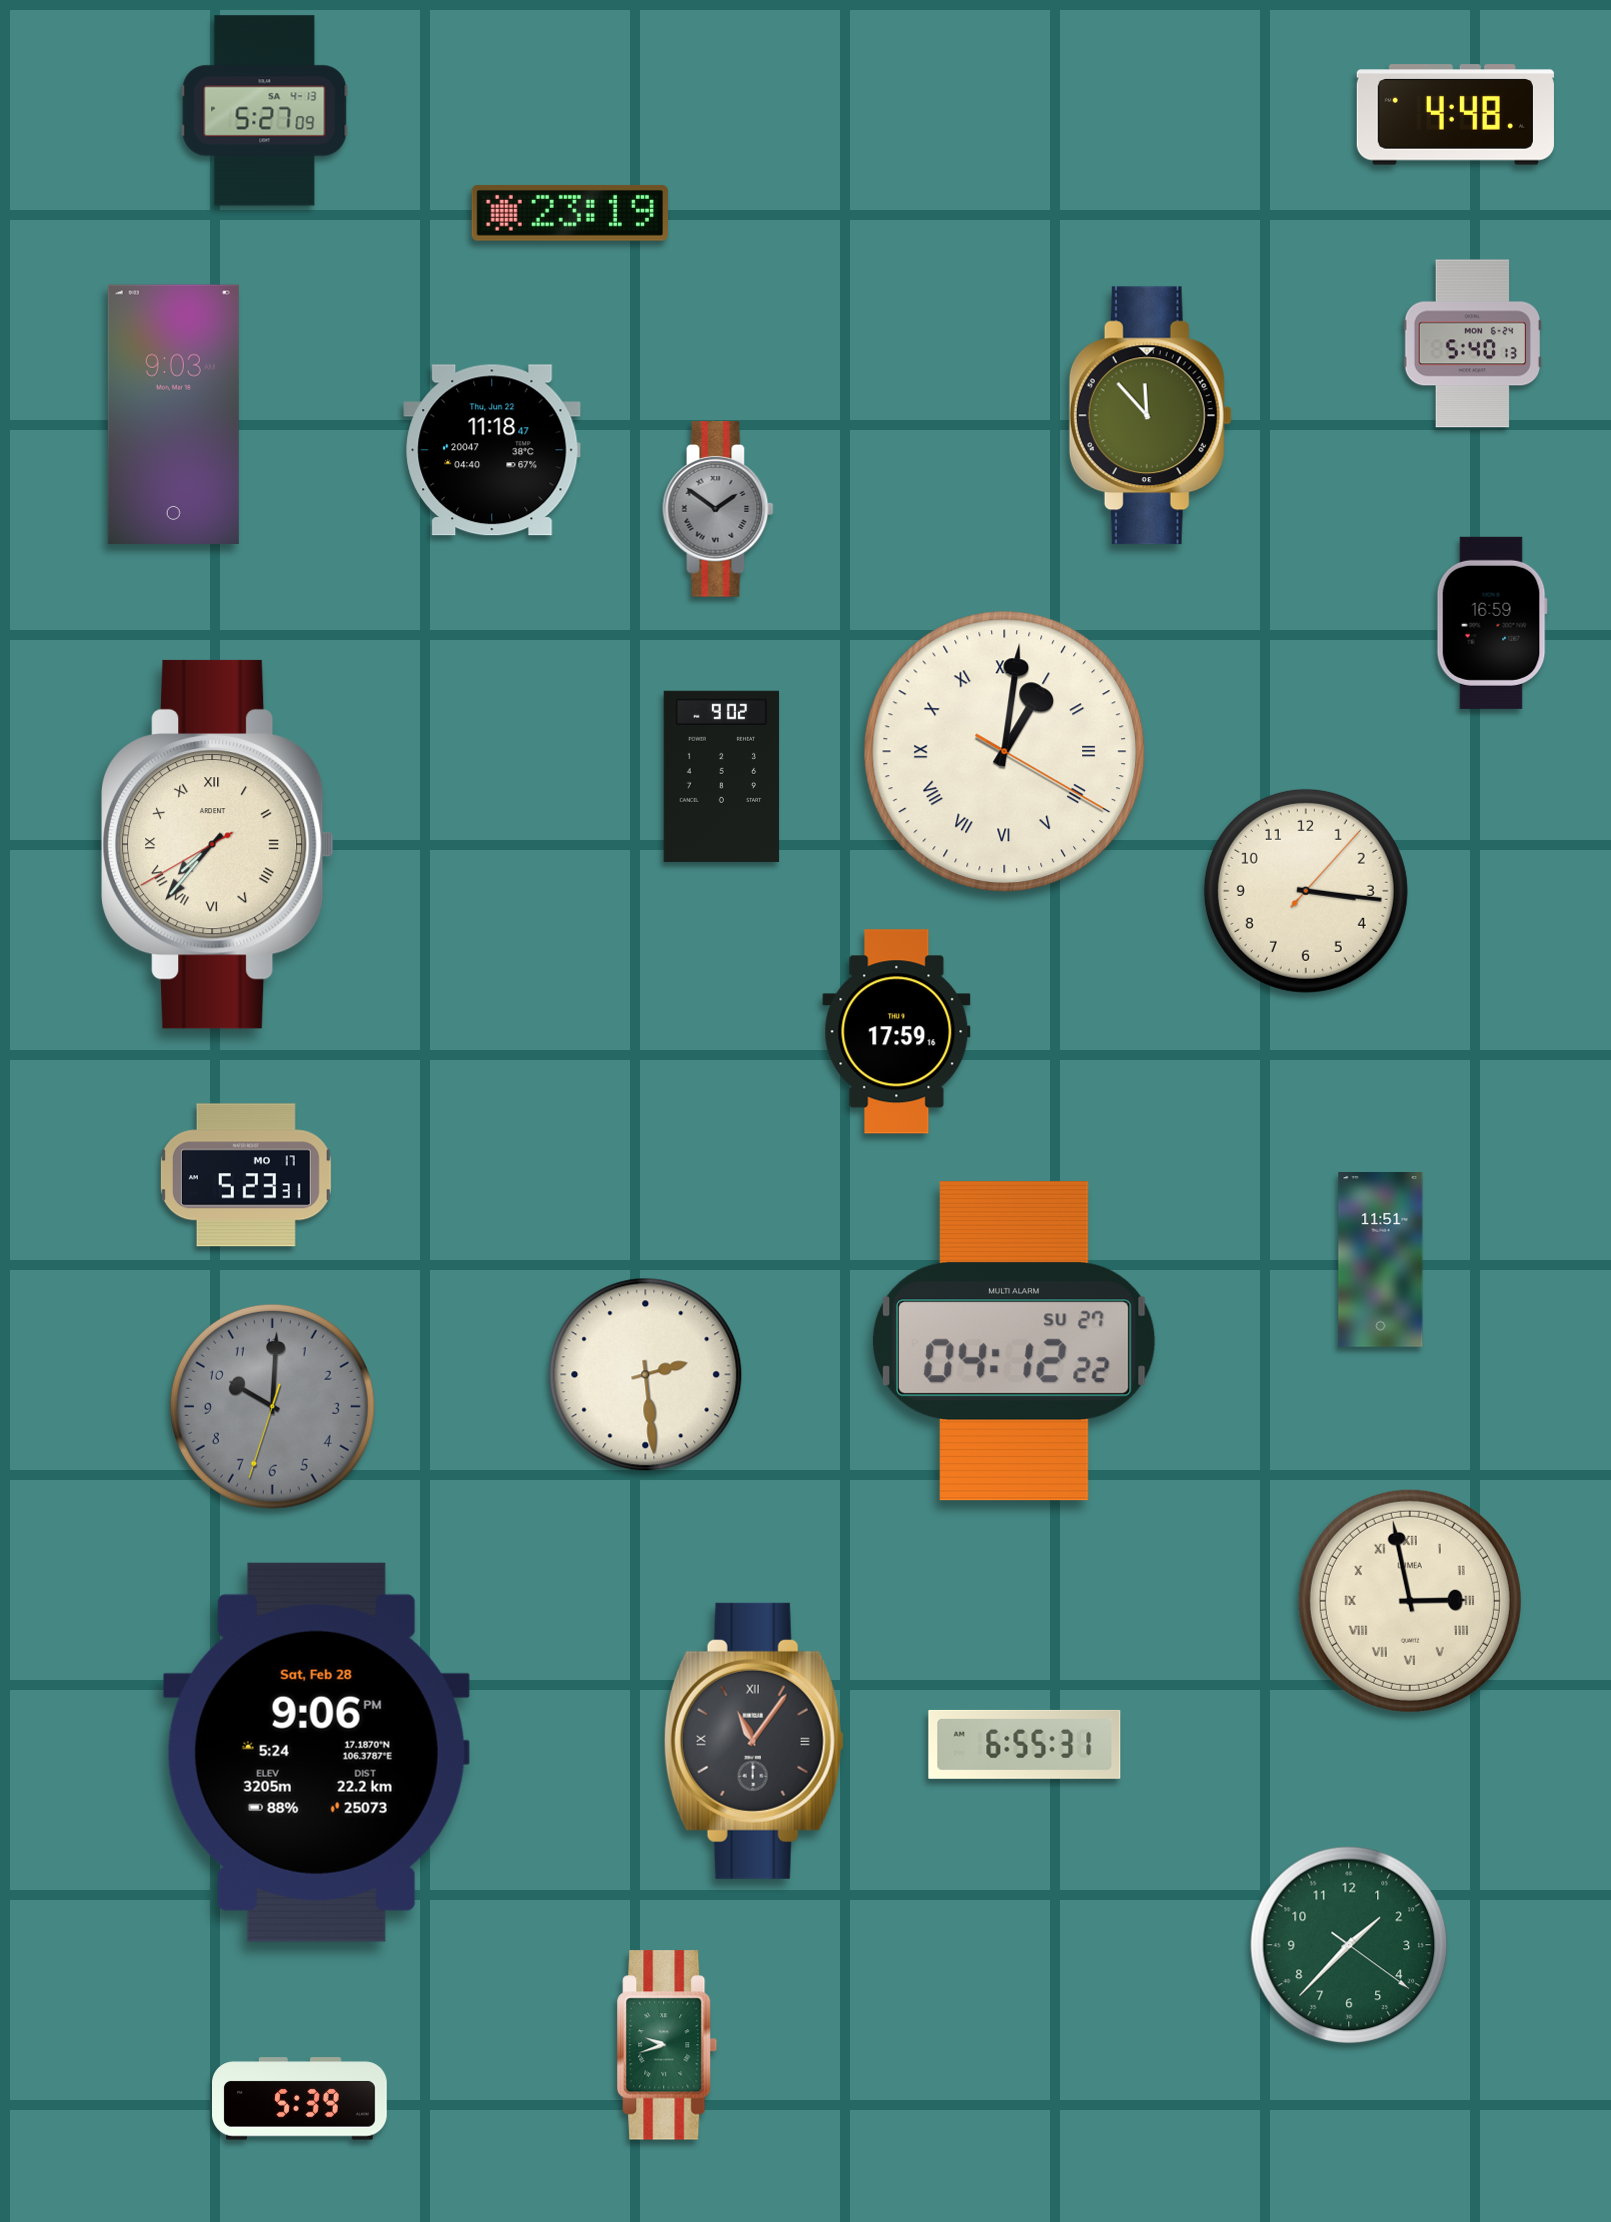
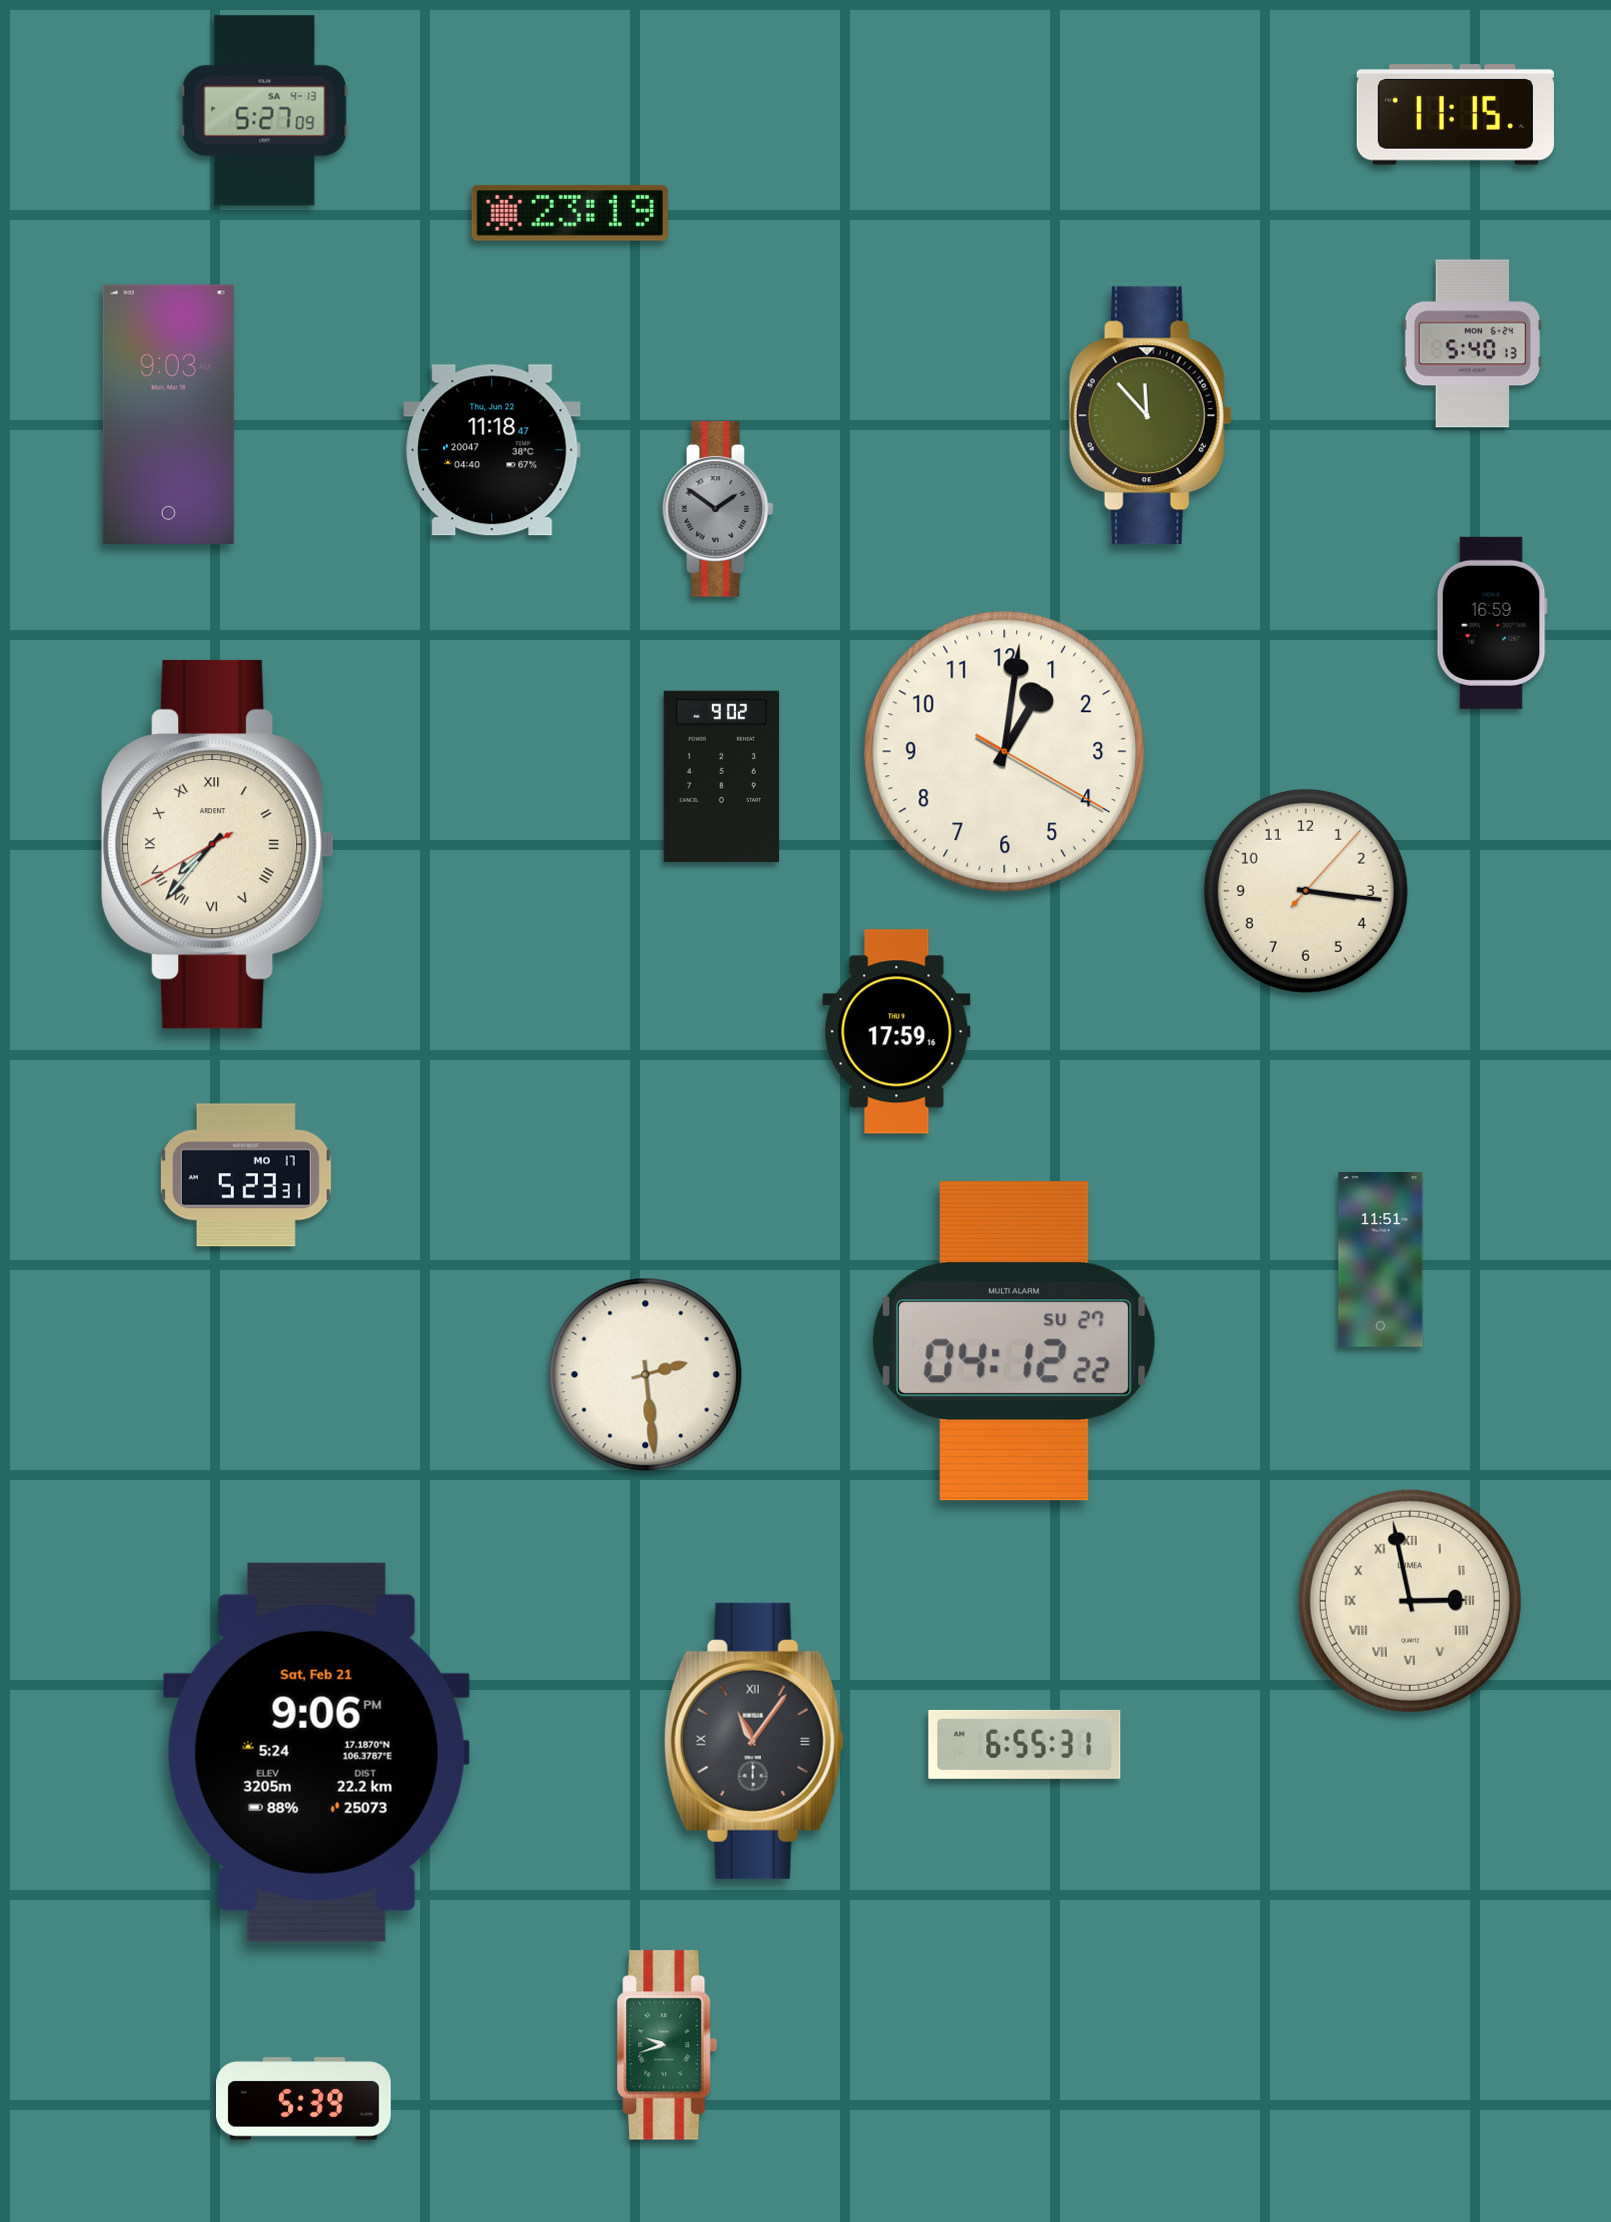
clock at (1455, 115): 4:48 -> 11:15
clock at (173, 414) position: (173, 414) -> (168, 414)
clock at (1005, 752) numerals: Roman -> Arabic
clock at (272, 1406): 10:00 -> none
clock at (316, 1752) date: Sat, Feb 28 -> Sat, Feb 21
clock at (1349, 1945): 1:37 -> none
clock at (300, 2099) position: (300, 2099) -> (304, 2099)
